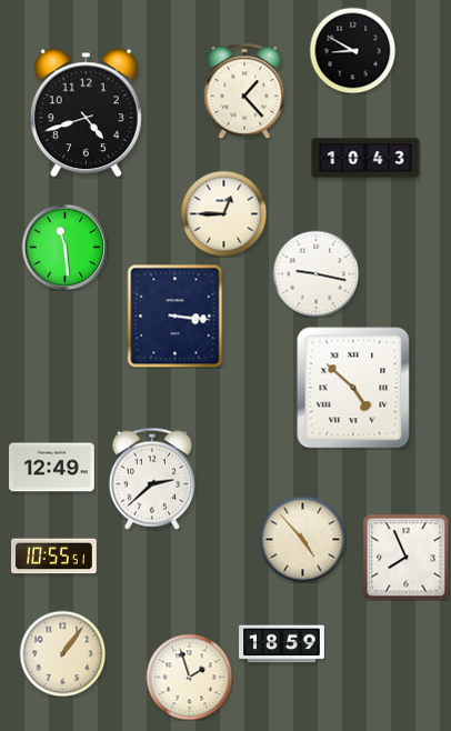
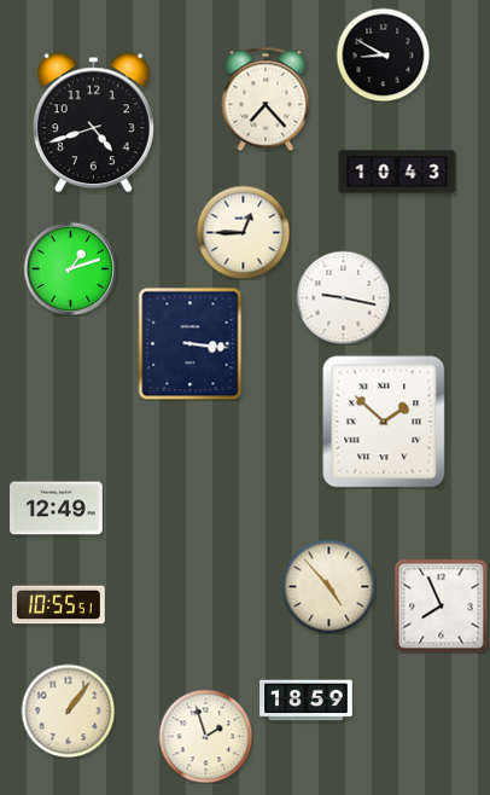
clock at (244, 91): 1:23 -> 7:23
clock at (64, 247): 11:29 -> 1:12
clock at (353, 388): 4:52 -> 1:52
clock at (152, 479): 2:38 -> none
